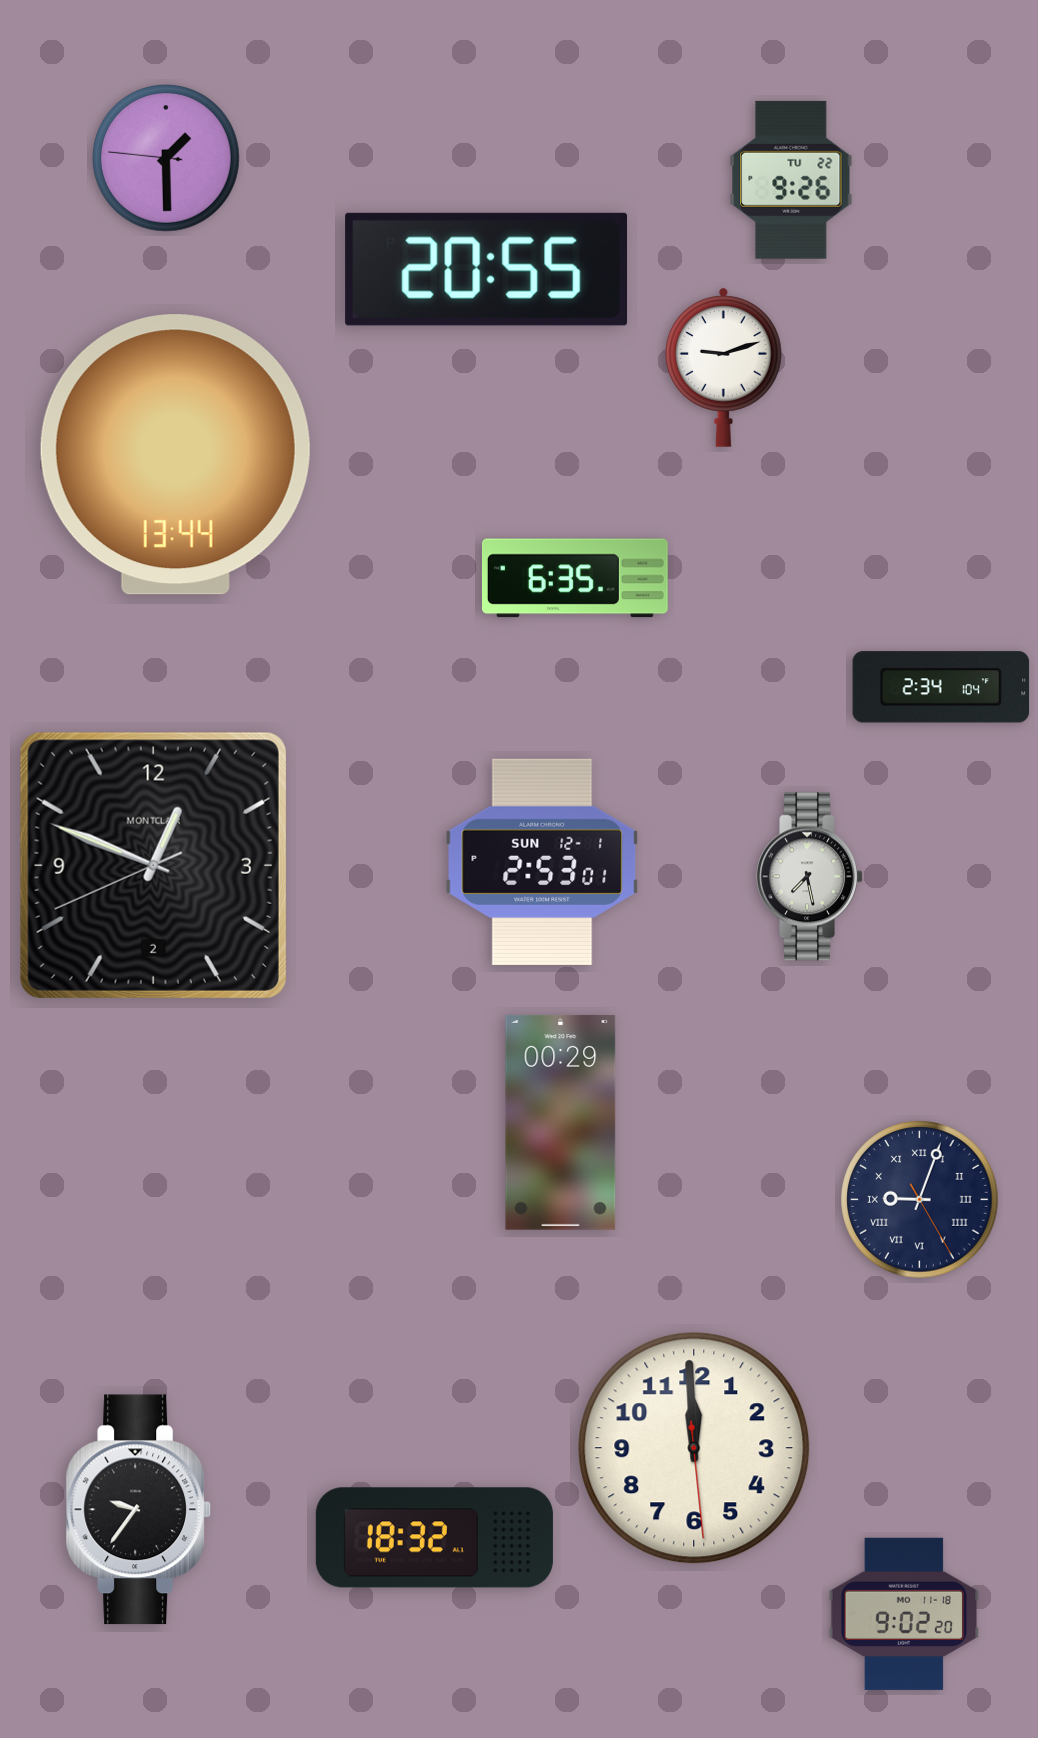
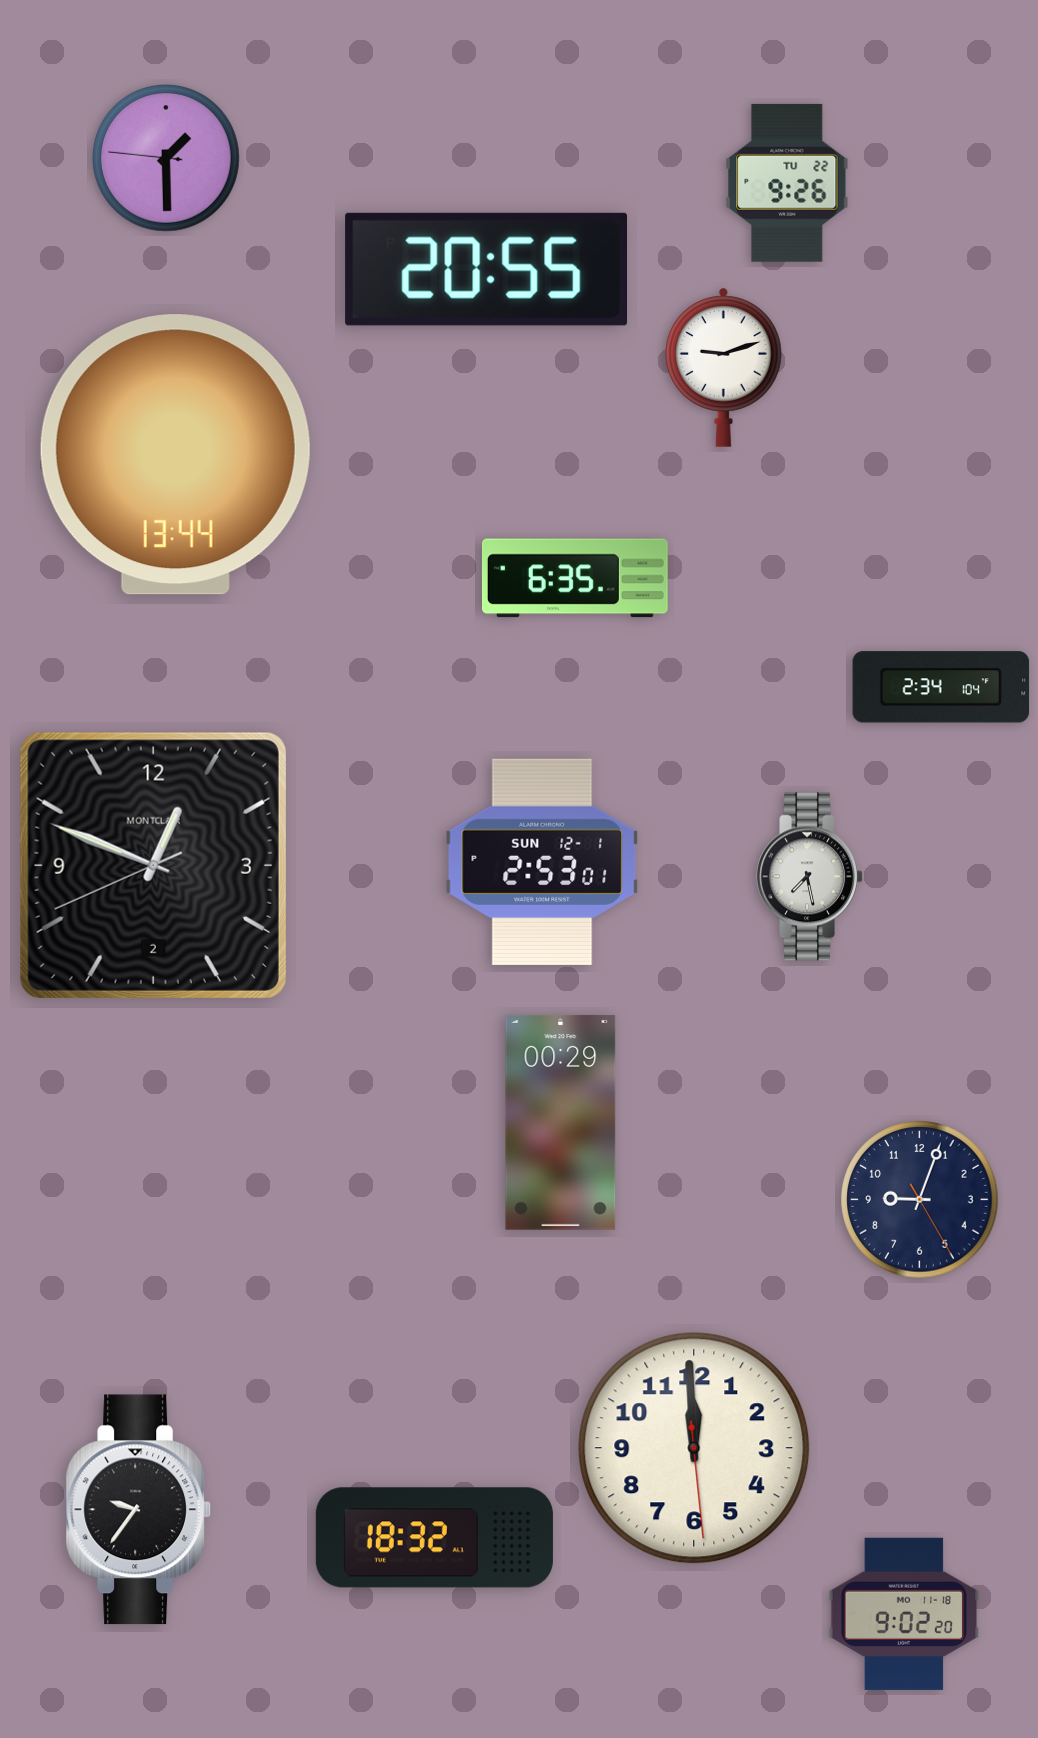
clock at (791, 180) position: (791, 180) -> (787, 183)
clock at (920, 1200) numerals: Roman -> Arabic
